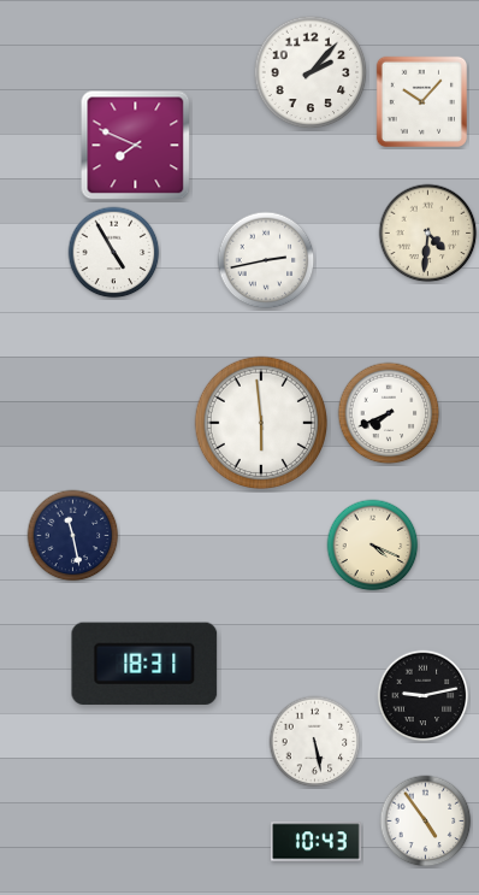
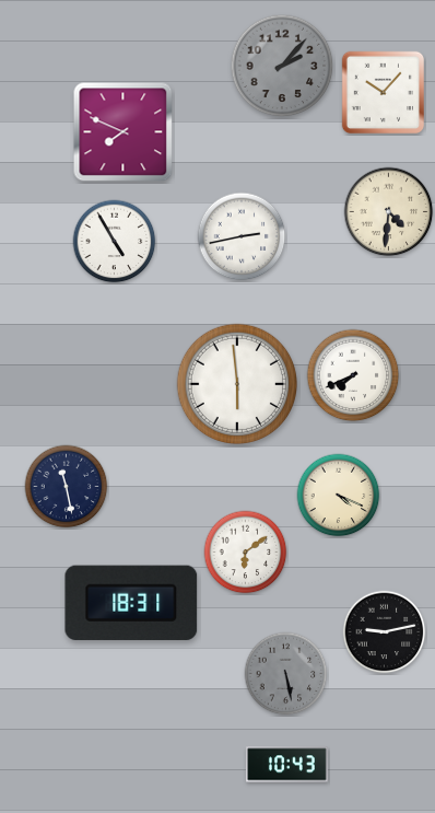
clock at (311, 72) dial: white -> grey
clock at (114, 253) position: (114, 253) -> (115, 242)
clock at (246, 553): none -> 6:09
clock at (315, 742) dial: white -> grey
clock at (426, 822): 4:54 -> none
